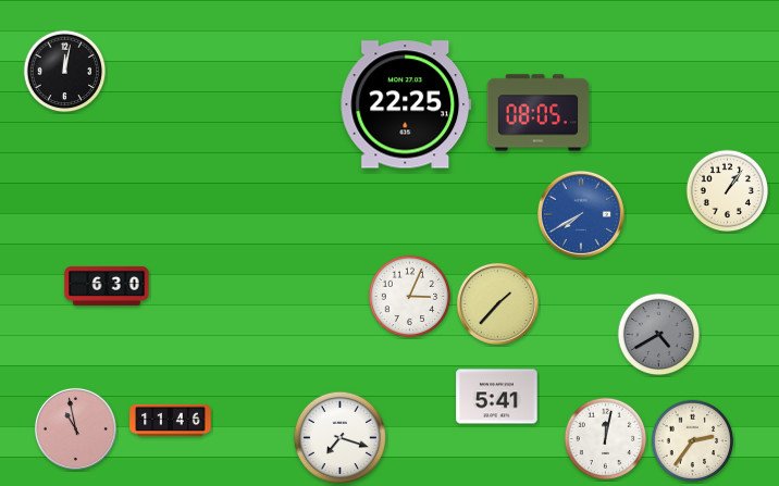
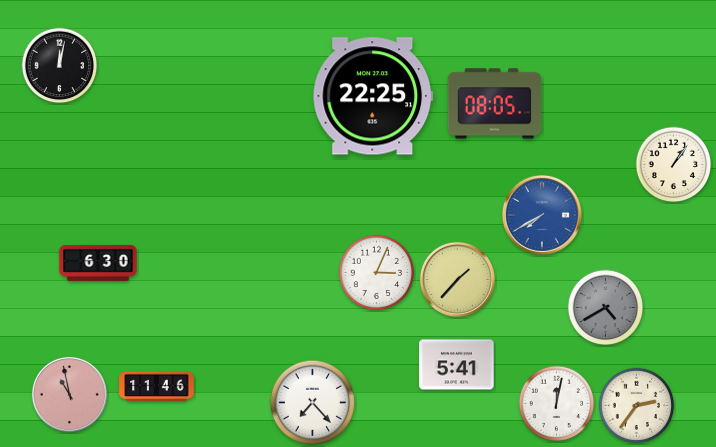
clock at (728, 191) position: (728, 191) -> (674, 165)
clock at (581, 214) position: (581, 214) -> (542, 215)
clock at (339, 437): 7:18 -> 7:23
